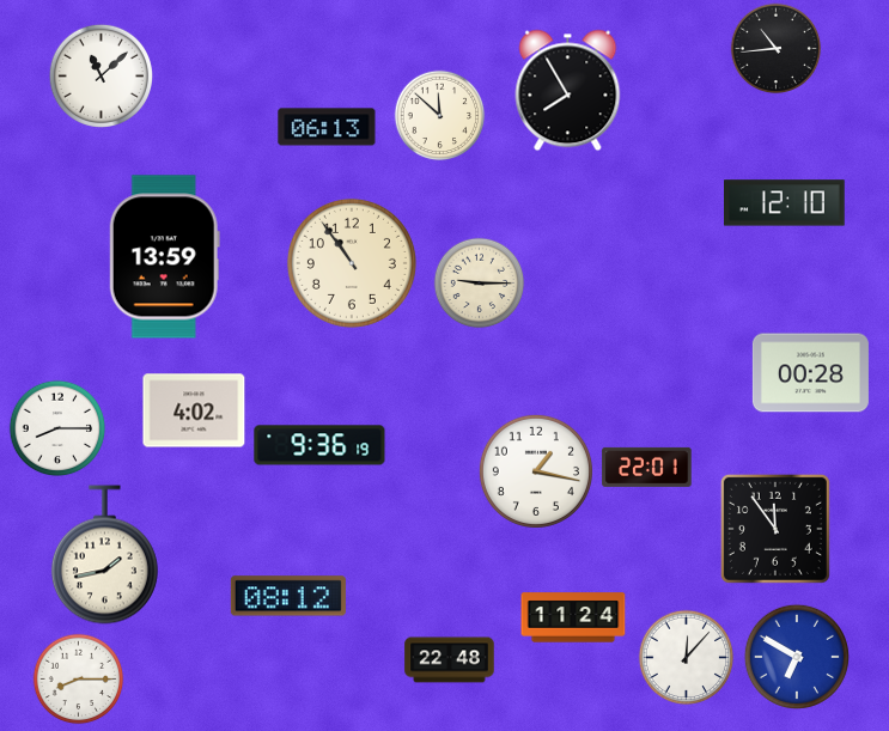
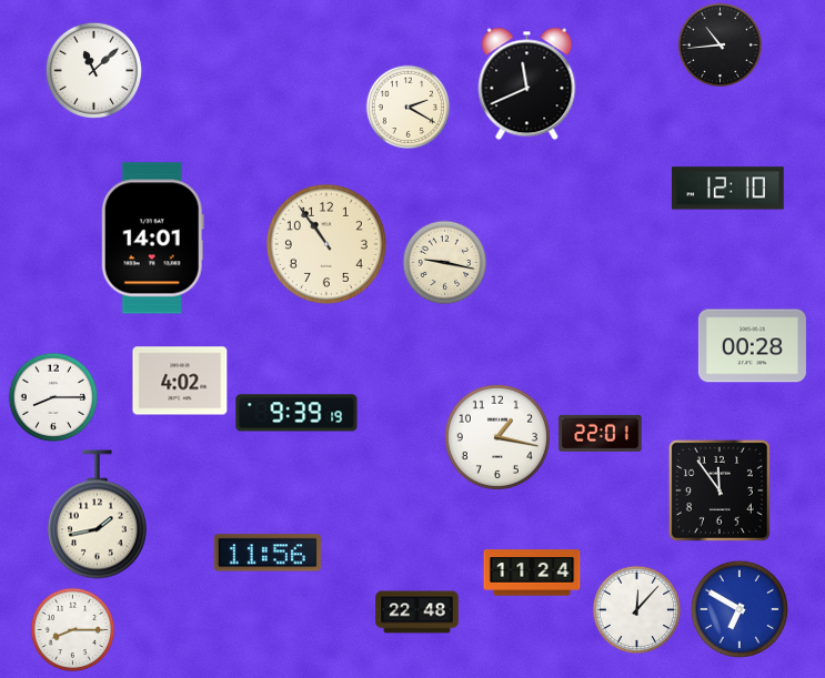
clock at (568, 91): 7:55 -> 11:41
clock at (440, 116): 11:52 -> 2:20
clock at (327, 127): 06:13 -> none
clock at (164, 257): 13:59 -> 14:01
clock at (480, 284): 9:15 -> 9:17
clock at (319, 445): 9:36 -> 9:39
clock at (288, 596): 08:12 -> 11:56
